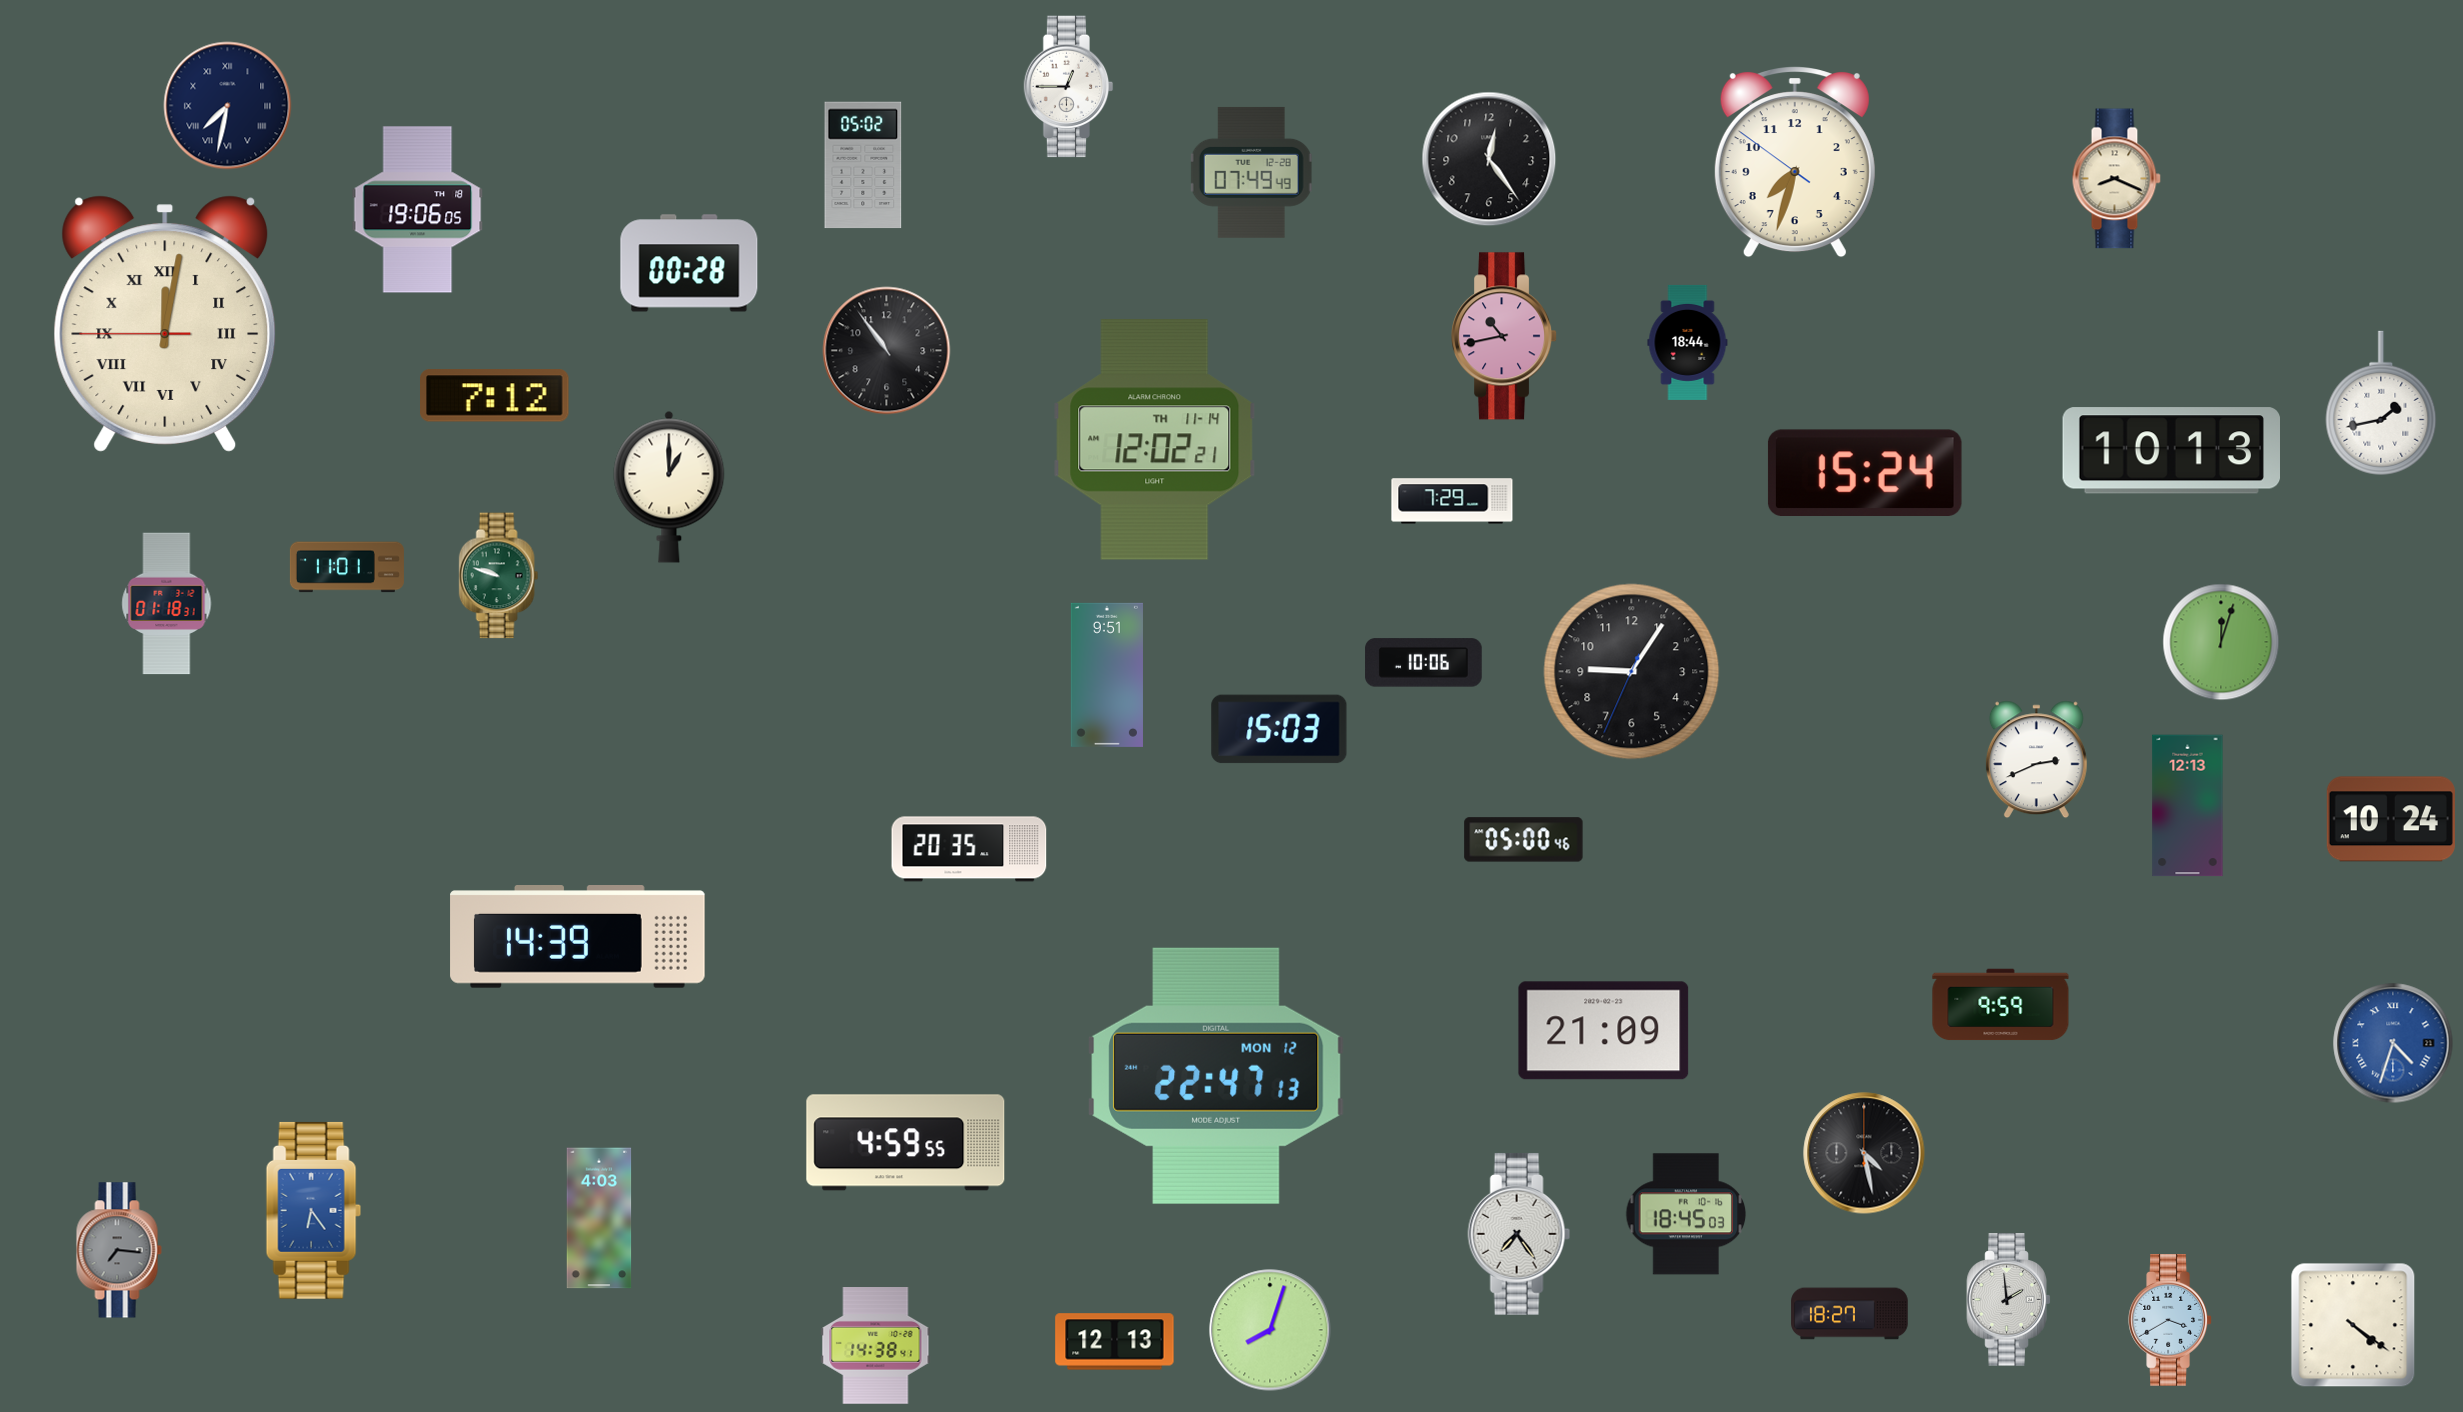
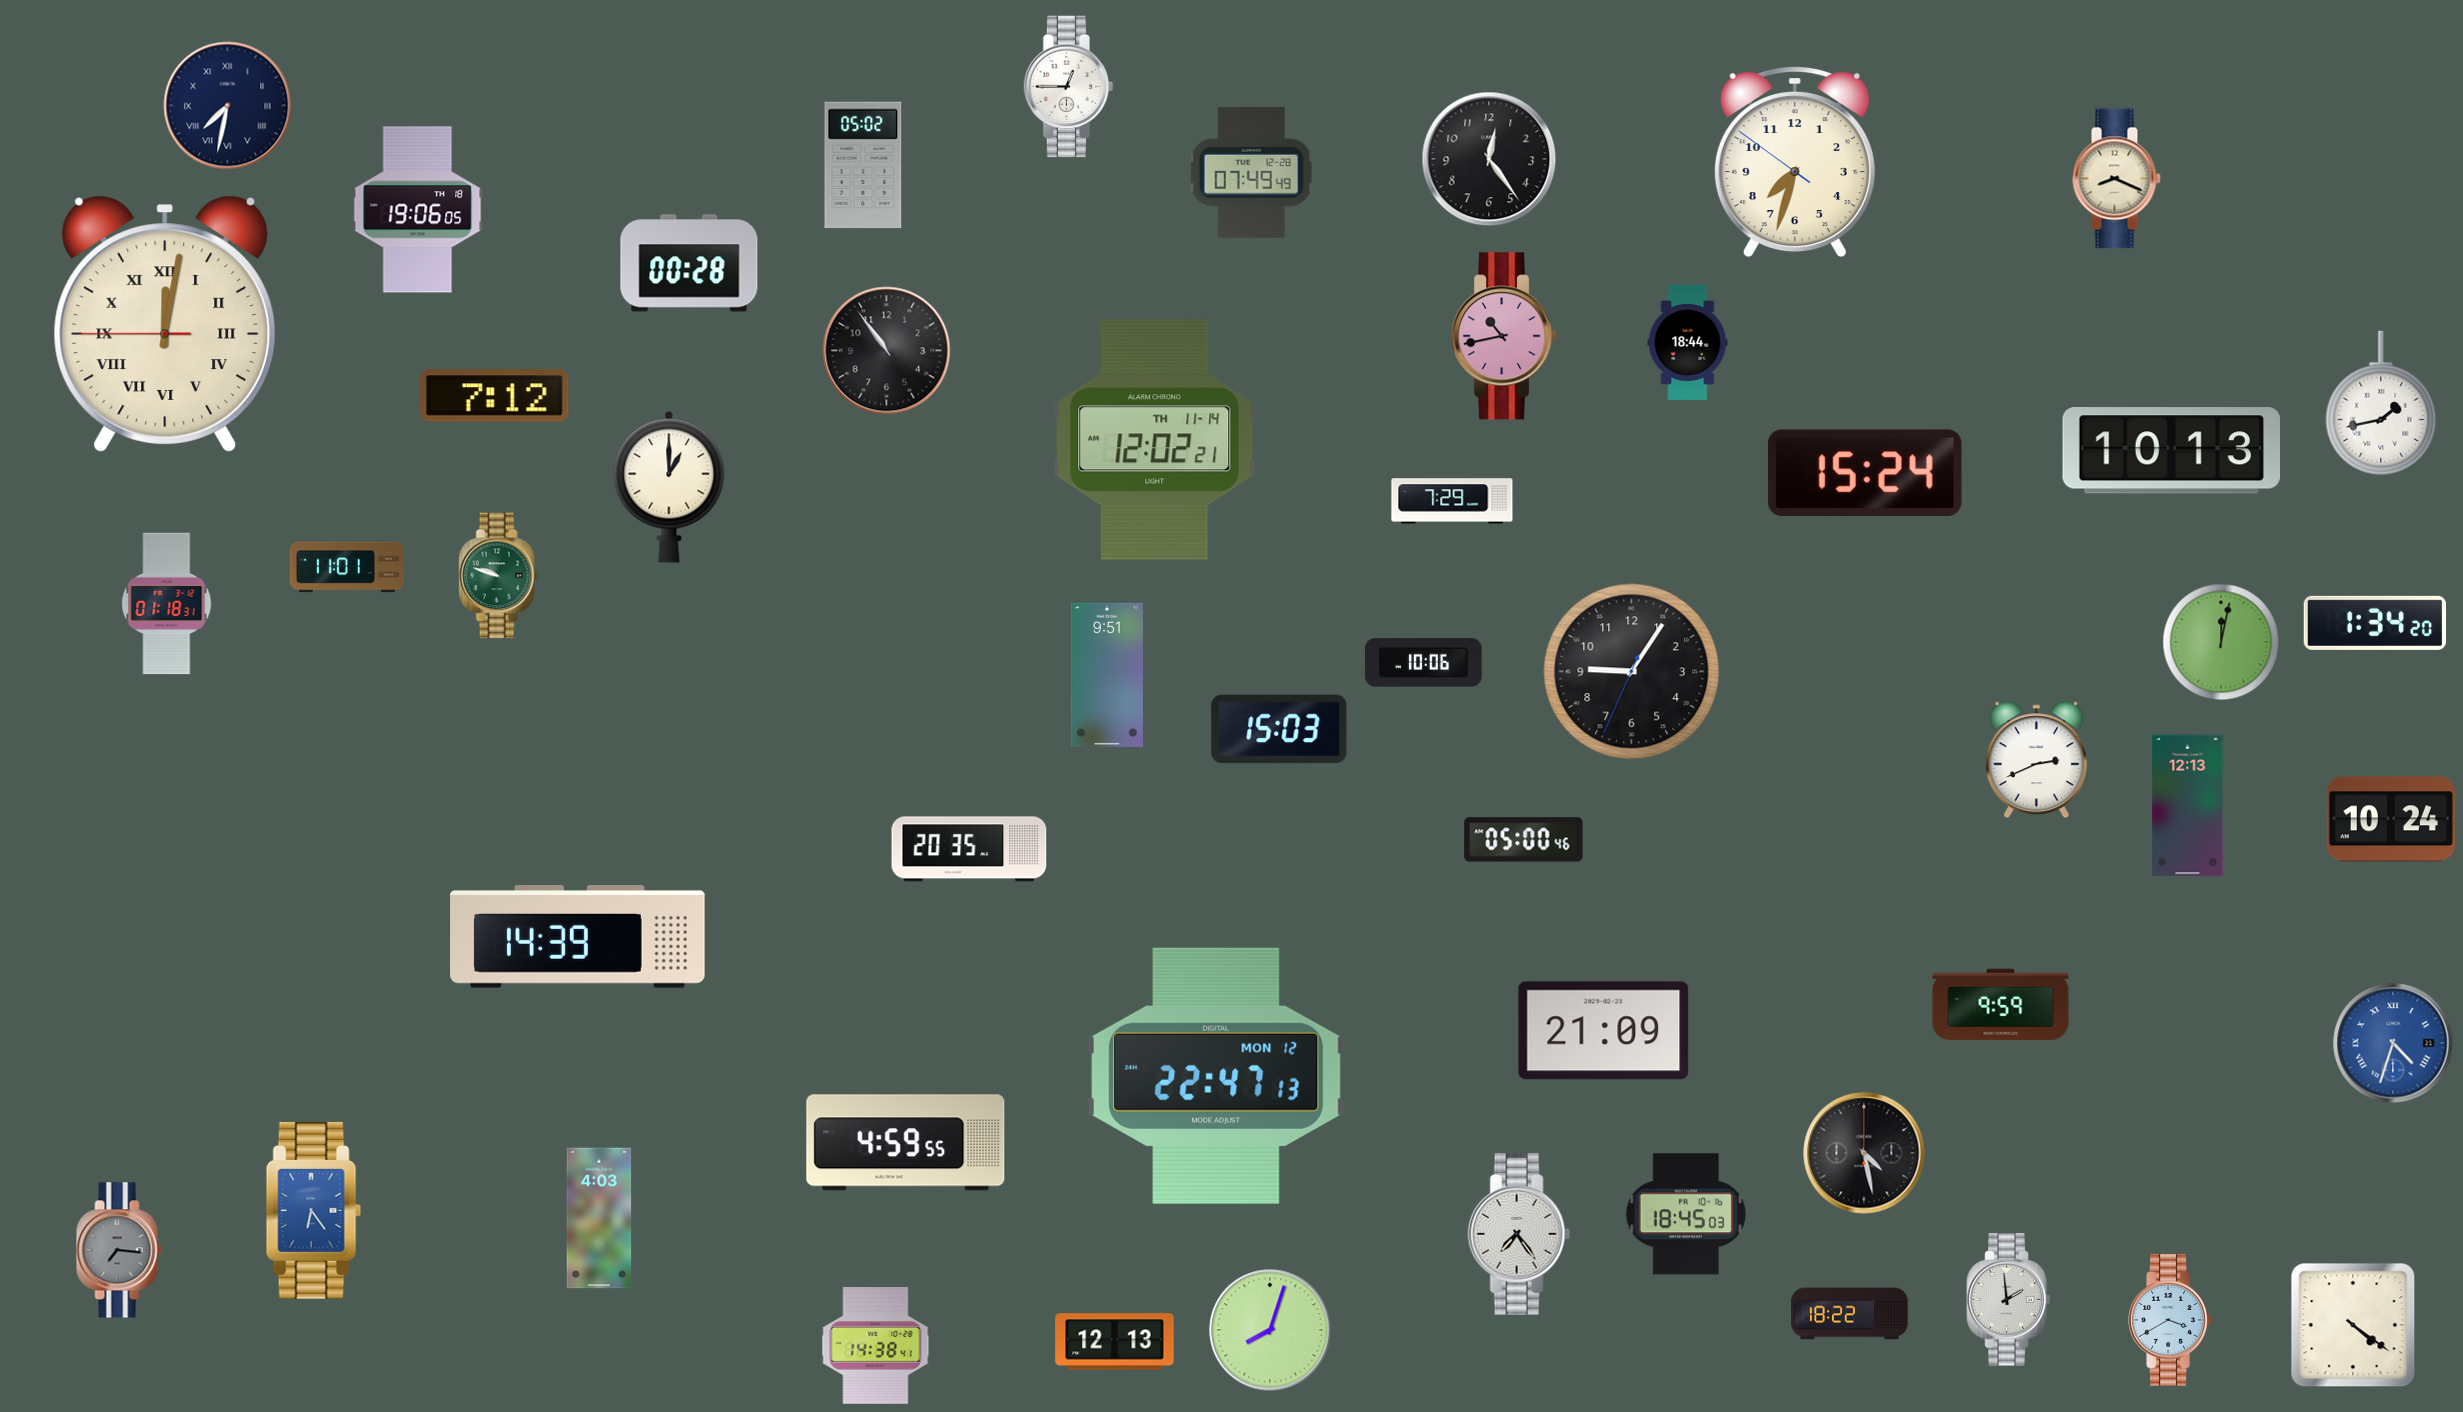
clock at (2375, 623): none -> 1:34
clock at (2221, 642): 12:03 -> 12:02
clock at (1850, 1314): 18:27 -> 18:22
